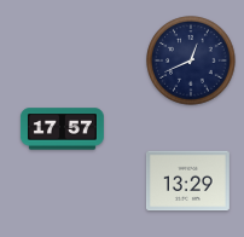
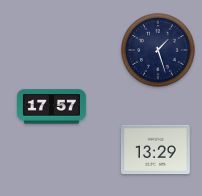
clock at (191, 60): 12:41 -> 1:27
